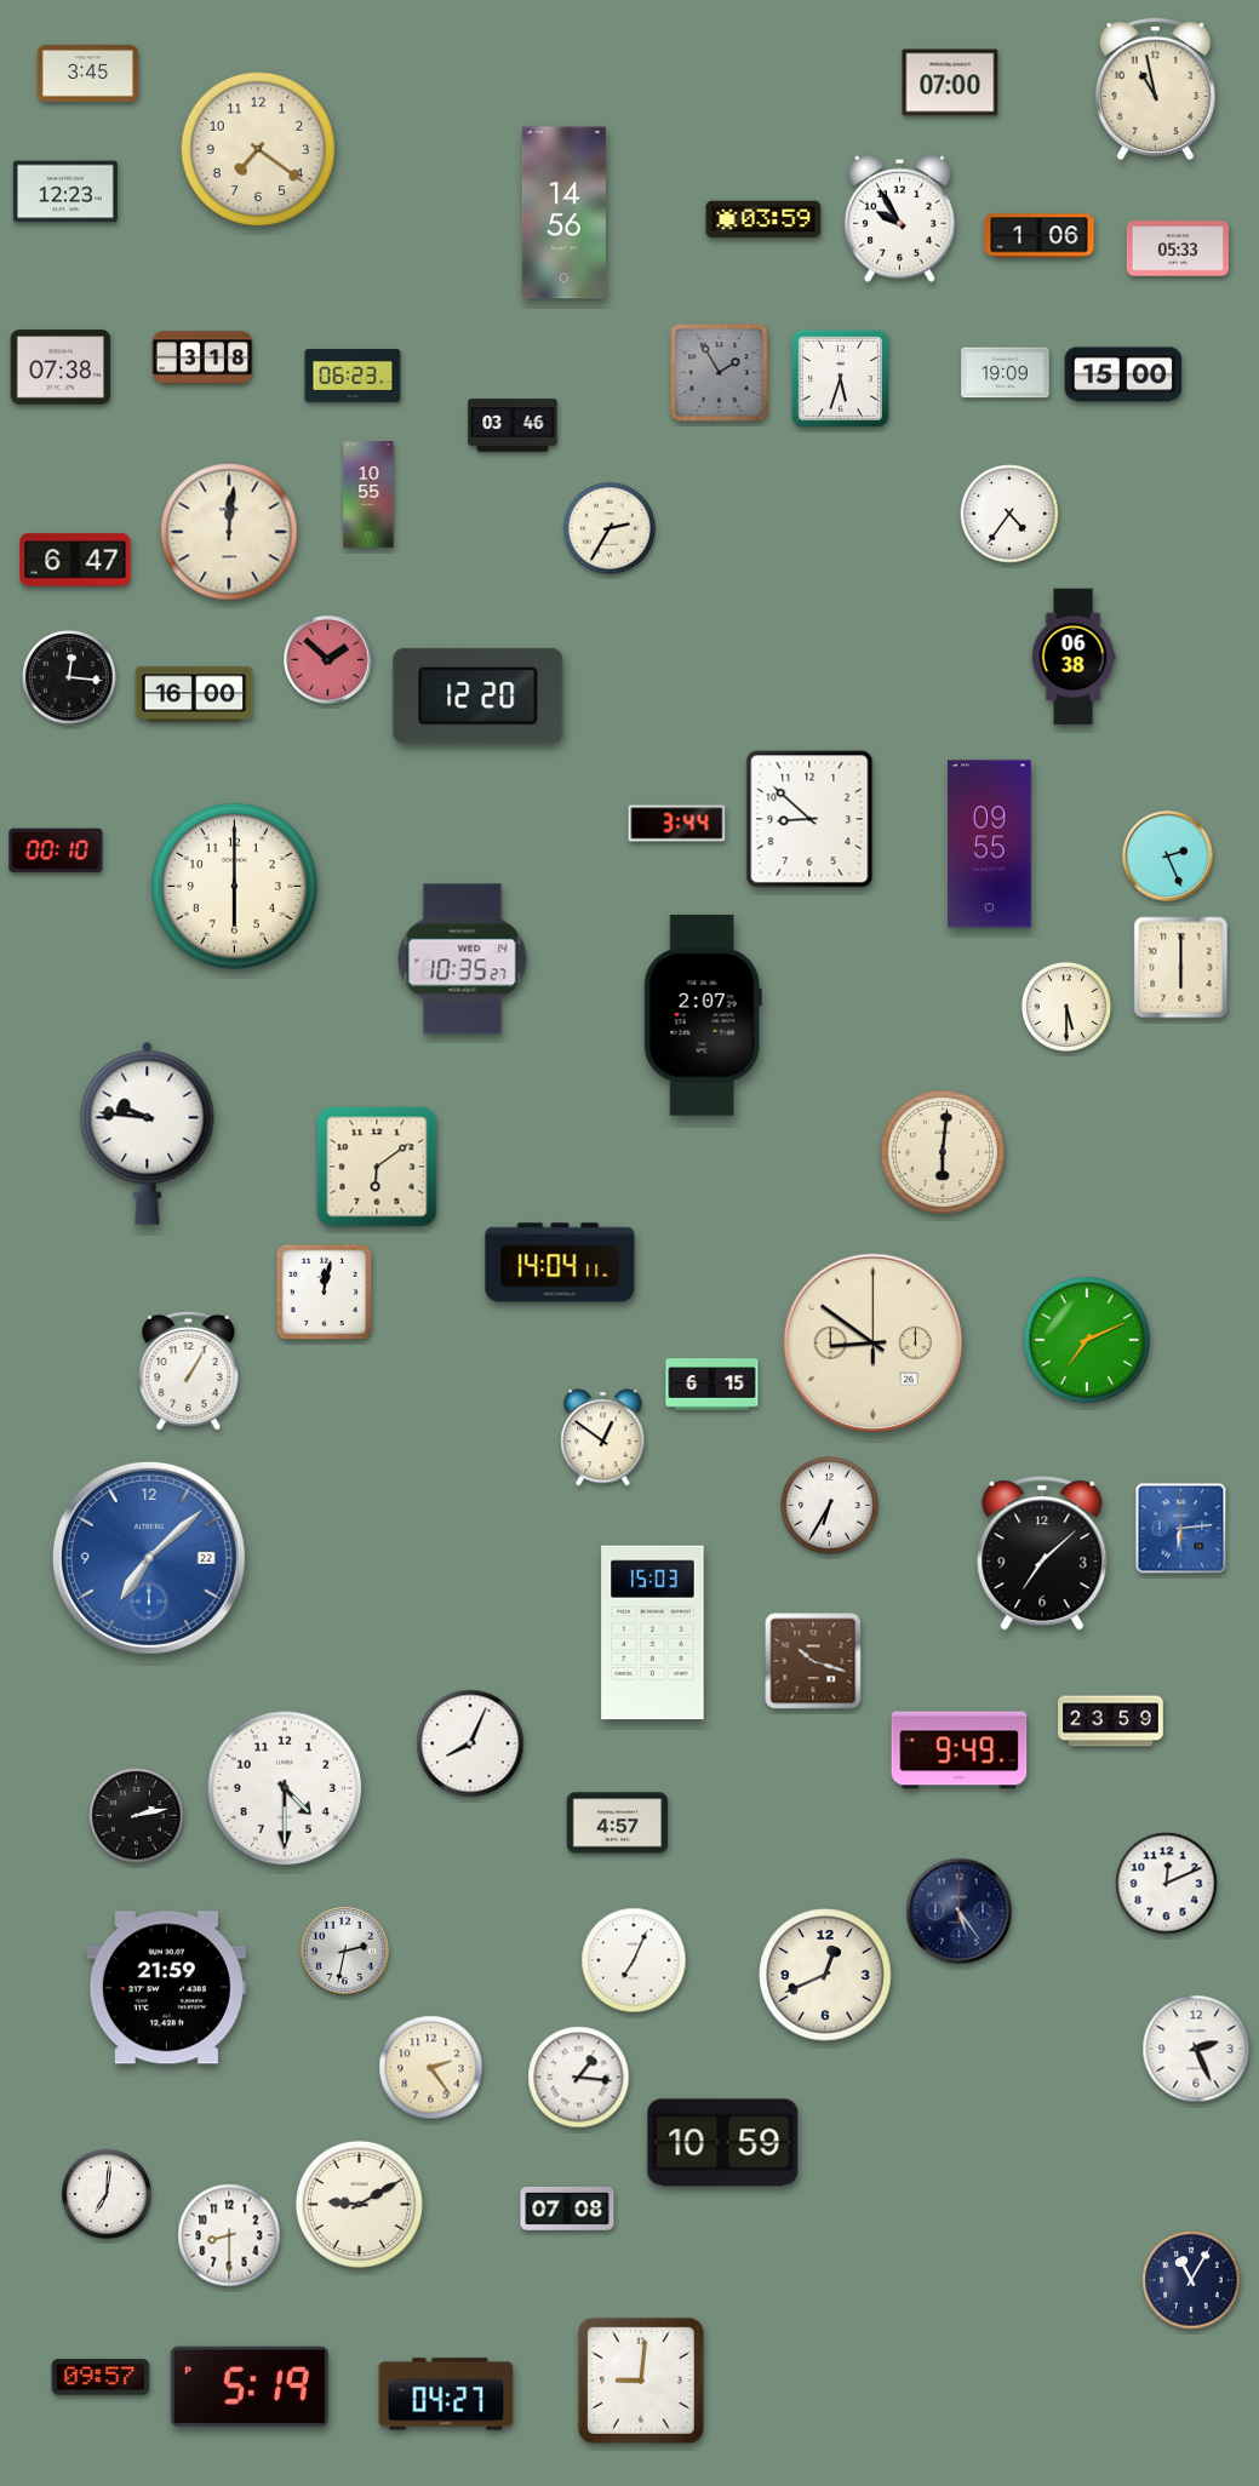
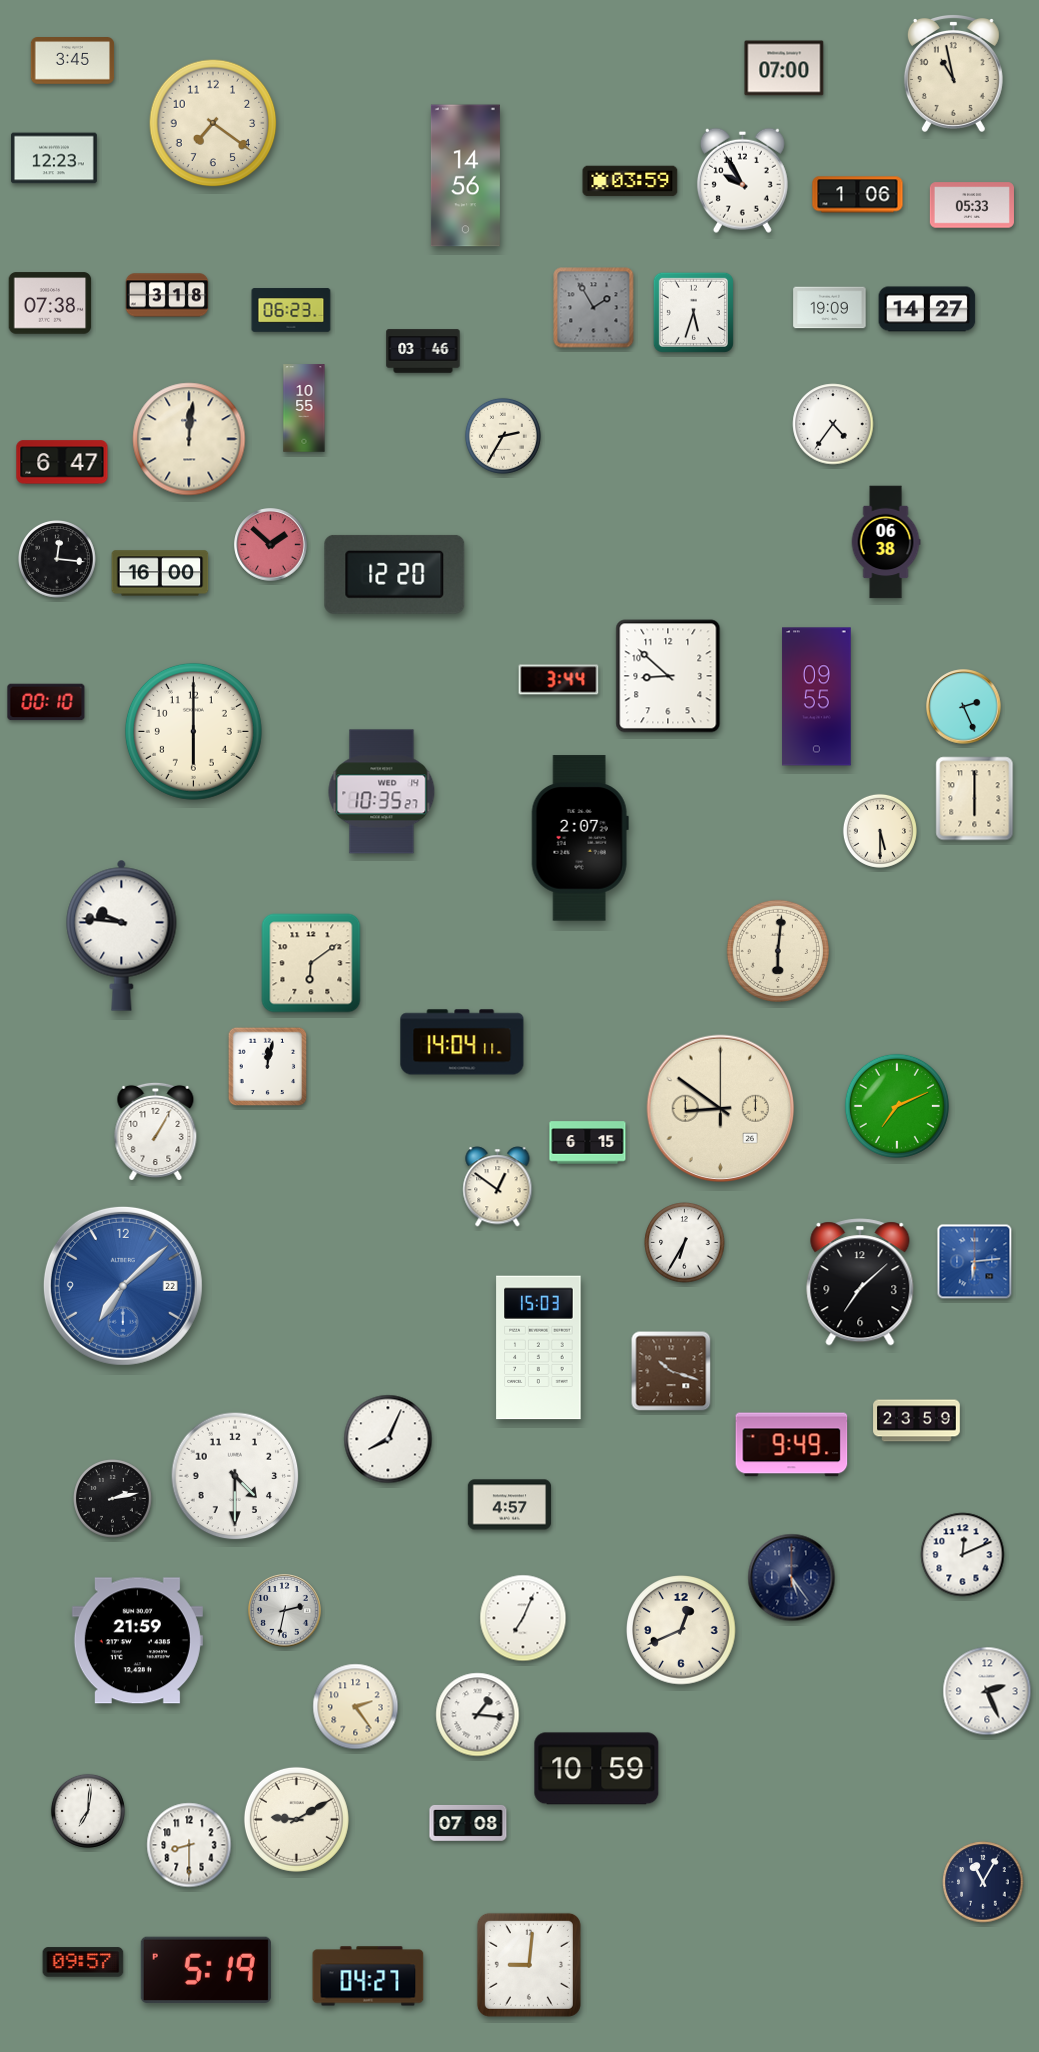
clock at (1123, 374): 15:00 -> 14:27
